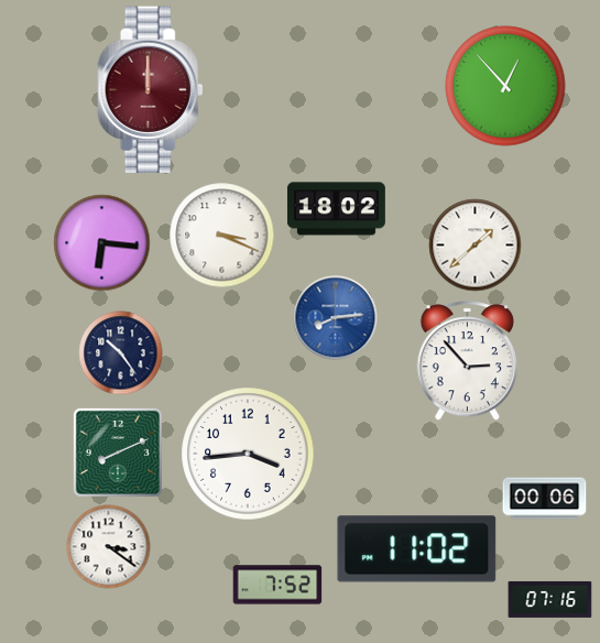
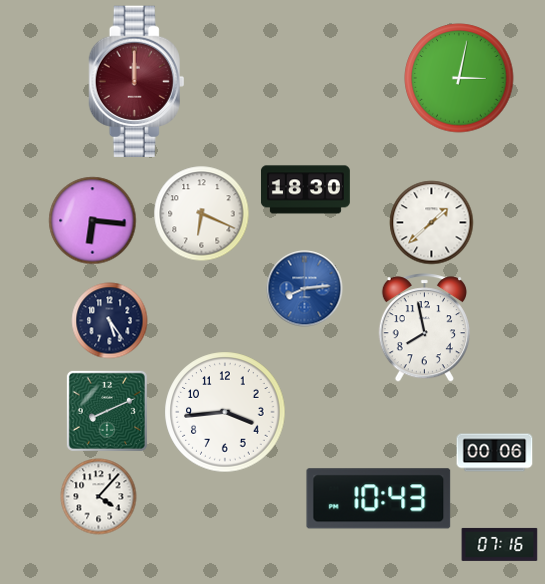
clock at (505, 86): 12:53 -> 3:02
clock at (336, 209): 18:02 -> 18:30
clock at (222, 236): 3:19 -> 6:19
clock at (121, 353): 10:24 -> 5:24
clock at (467, 361): 2:53 -> 7:58
clock at (109, 547): 3:21 -> 4:07
clock at (417, 549): 11:02 -> 10:43
clock at (277, 585): 7:52 -> none
